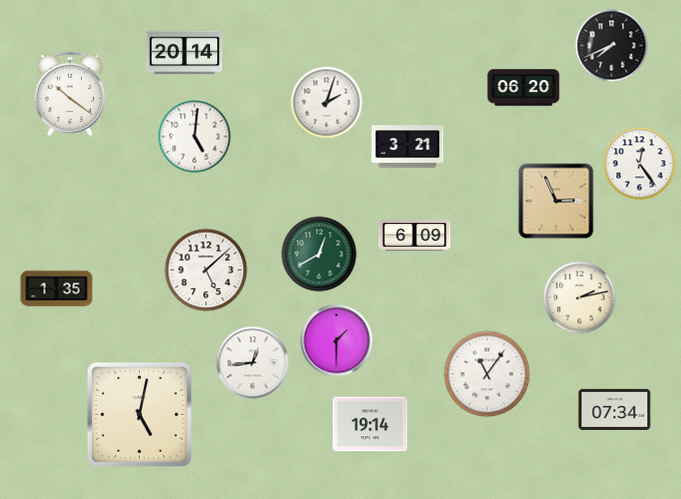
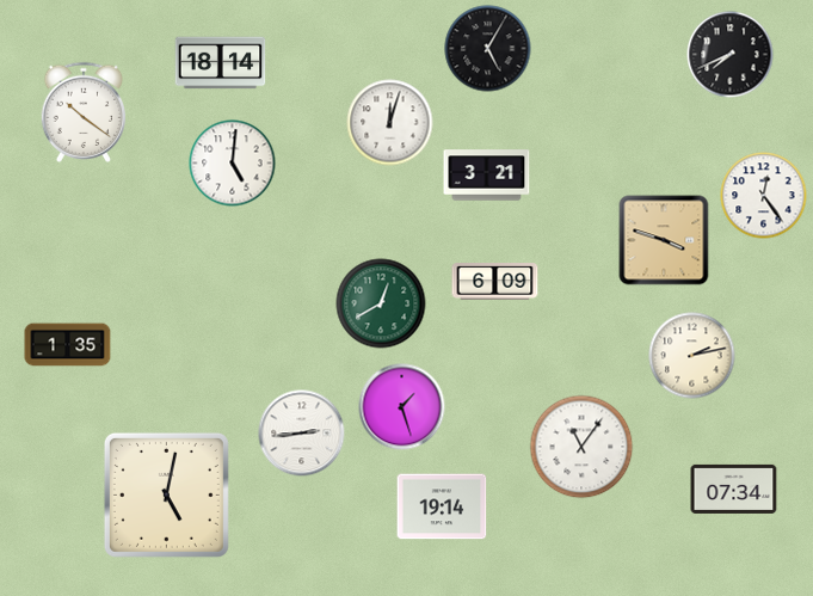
clock at (488, 49): none -> 5:05
clock at (185, 53): 20:14 -> 18:14
clock at (524, 88): 06:20 -> none
clock at (327, 103): 2:03 -> 12:03
clock at (556, 201): 2:56 -> 3:48
clock at (206, 270): 5:08 -> none
clock at (337, 341): 1:30 -> 1:27
clock at (253, 363): 12:44 -> 2:44
